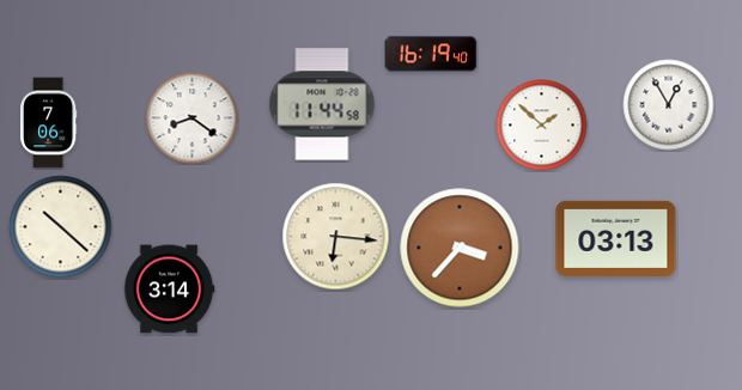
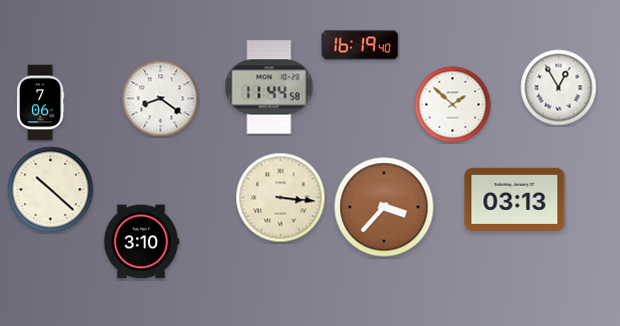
clock at (336, 237): 6:16 -> 3:16
clock at (169, 290): 3:14 -> 3:10
